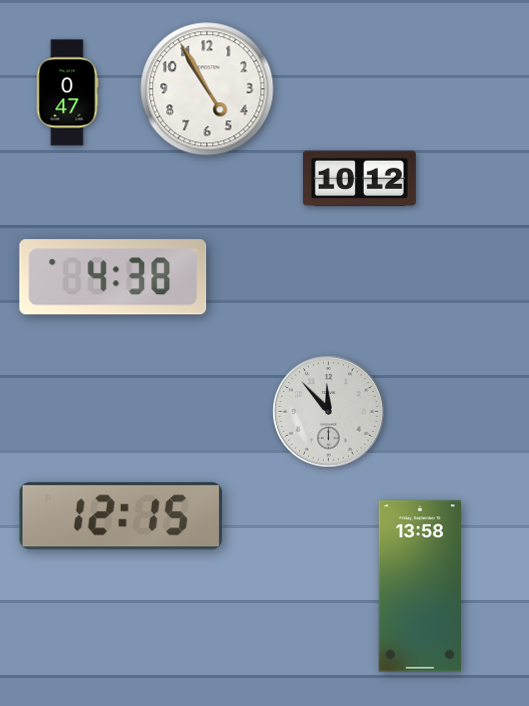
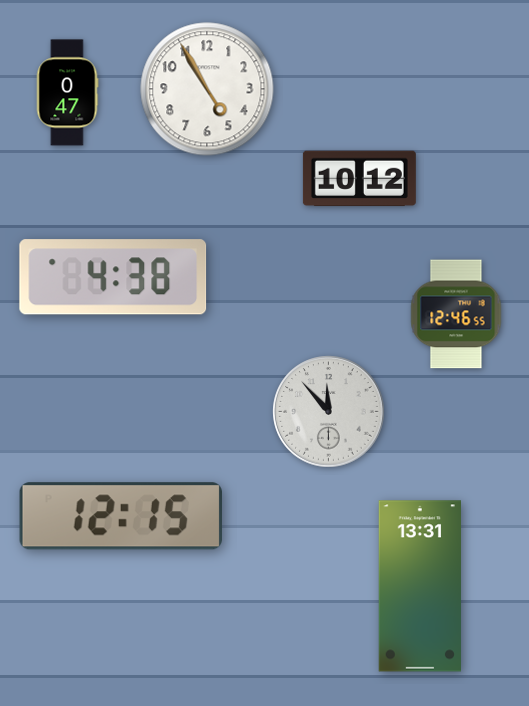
clock at (456, 314): none -> 12:46
clock at (419, 586): 13:58 -> 13:31
